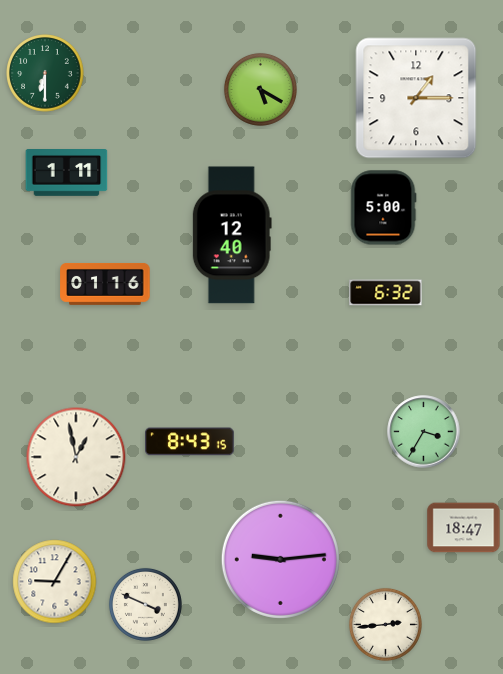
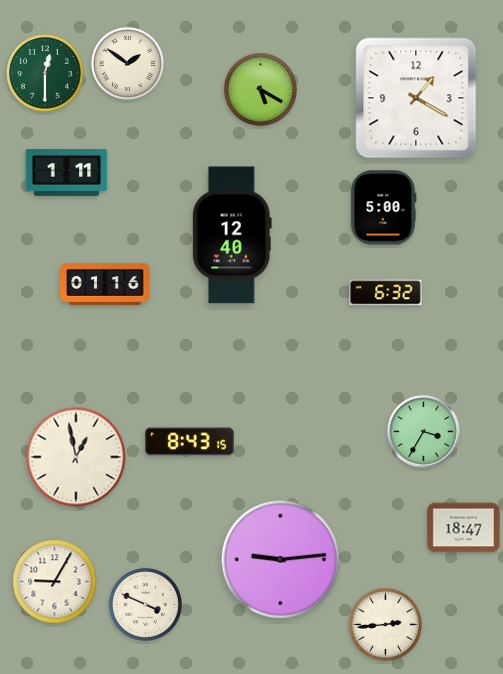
clock at (127, 63): none -> 1:51
clock at (45, 73): 6:30 -> 12:30
clock at (416, 98): 1:15 -> 1:20
